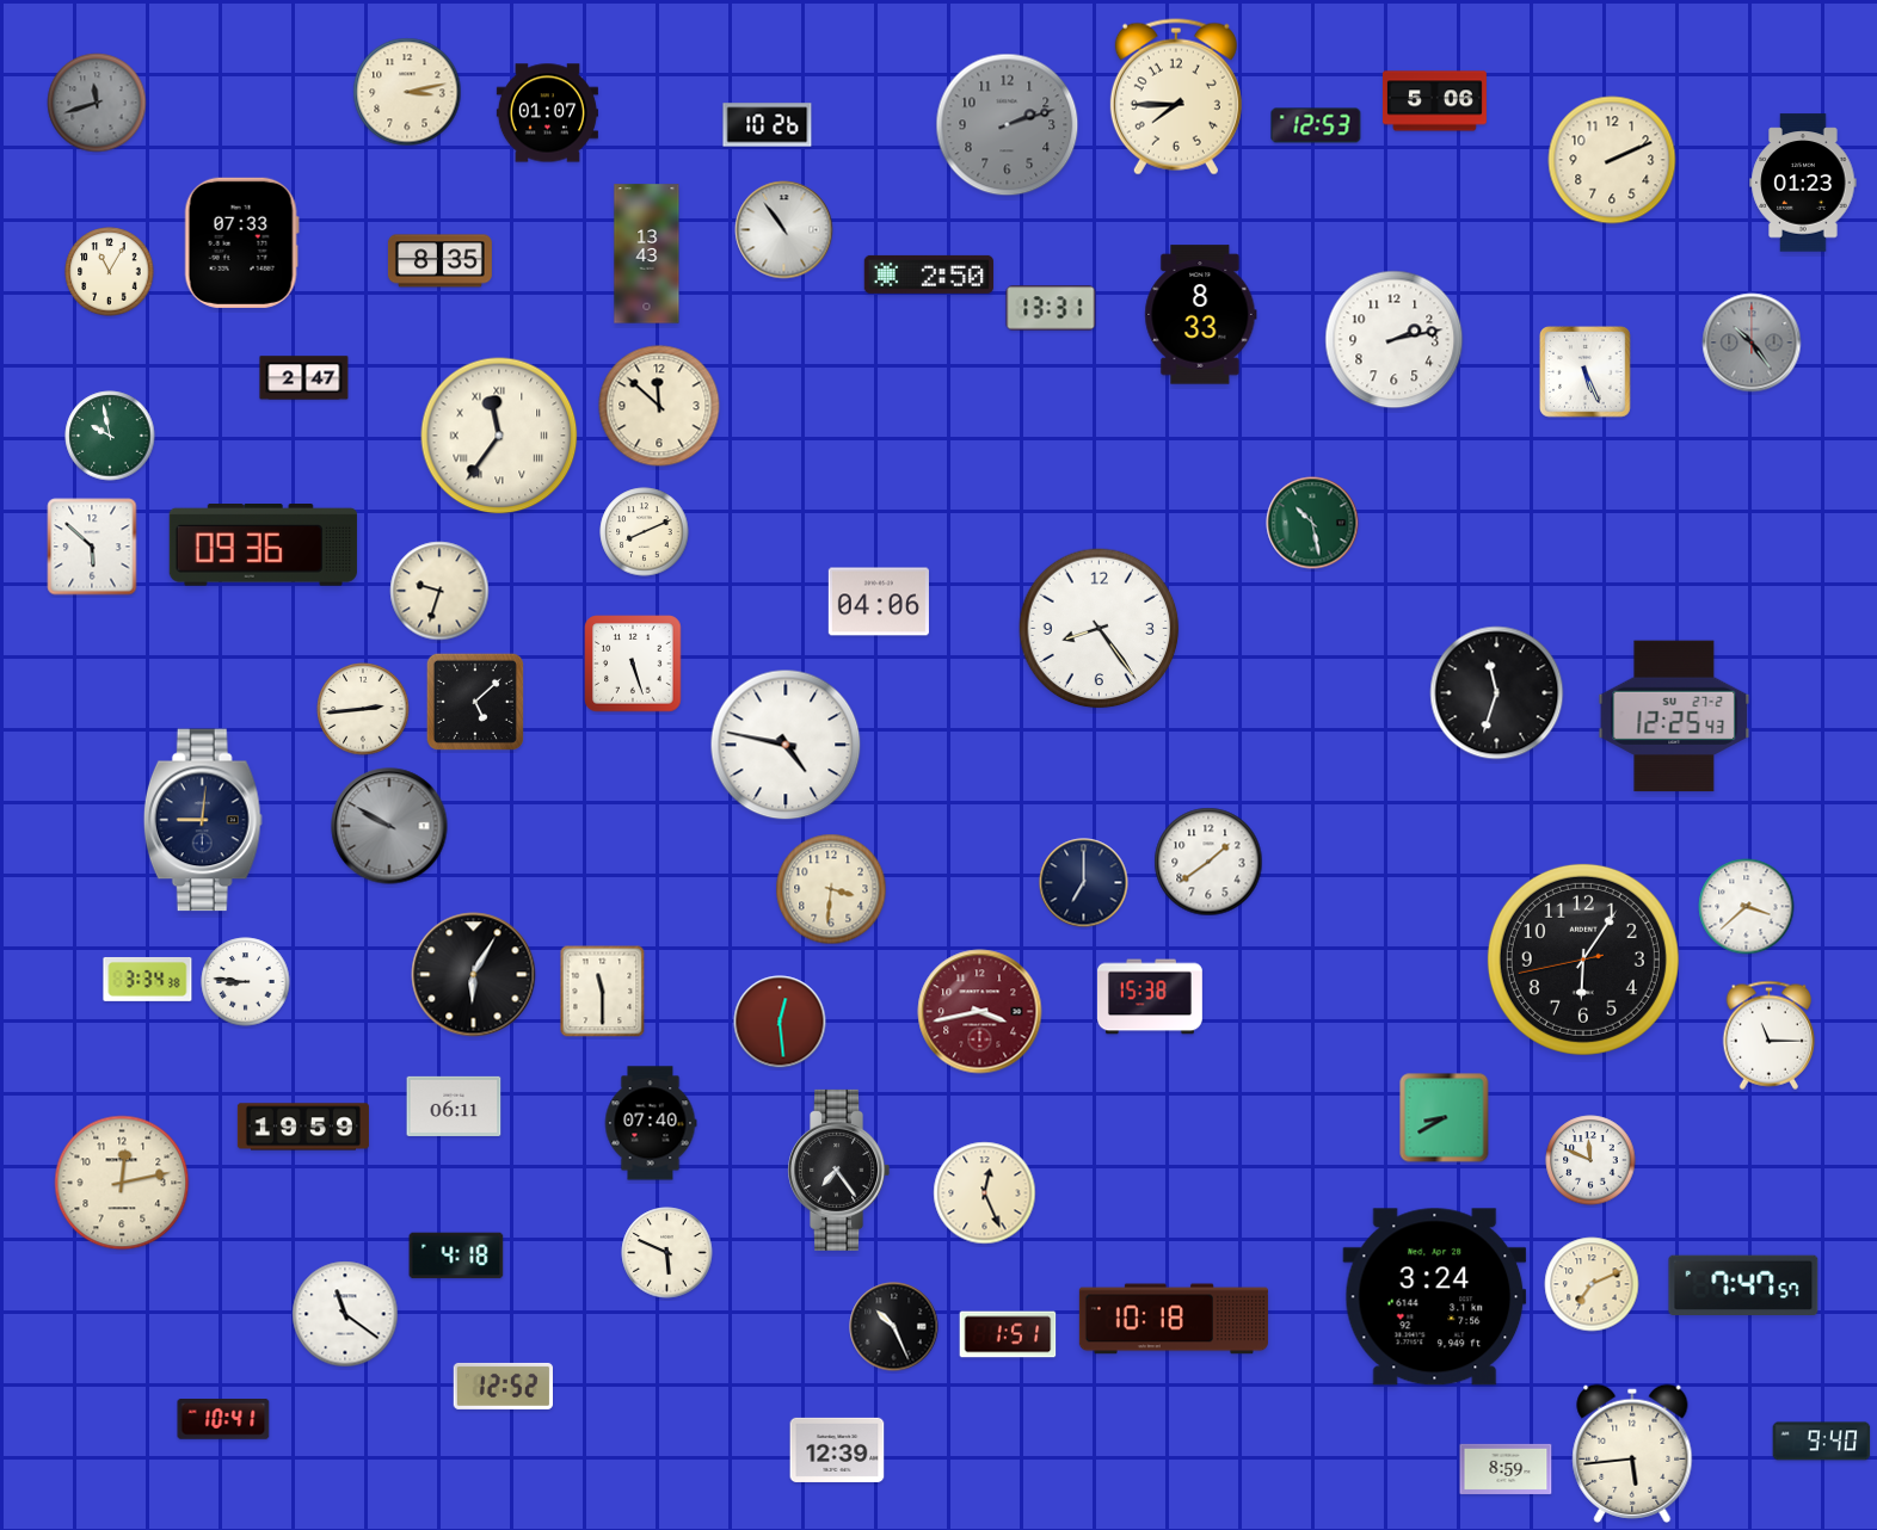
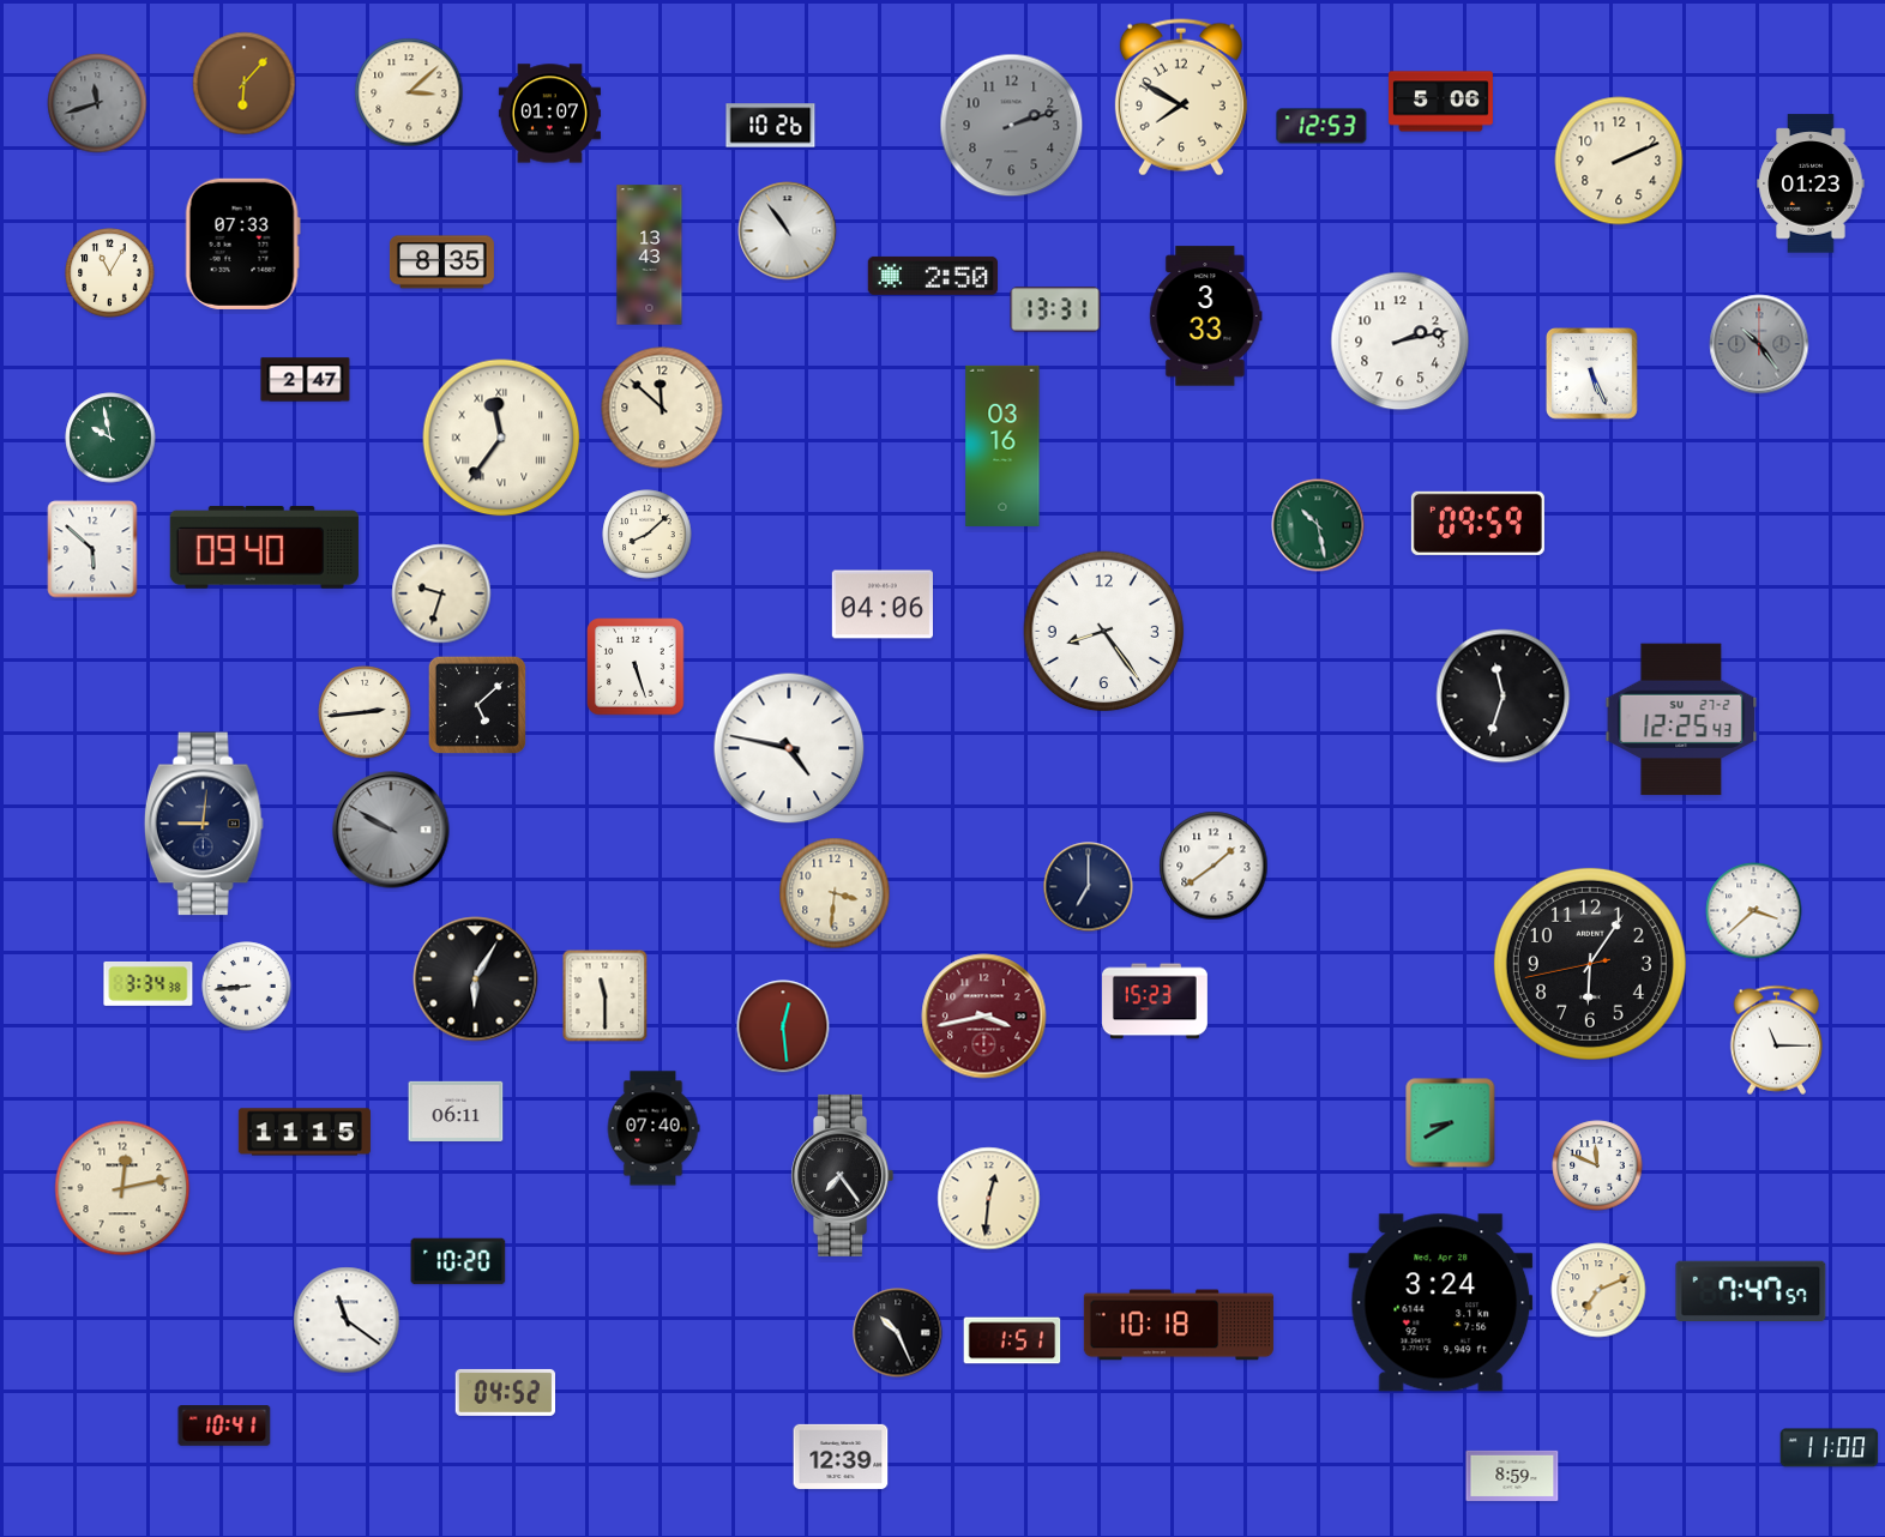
clock at (245, 84): none -> 6:07
clock at (407, 92): 3:13 -> 3:08
clock at (1176, 97): 7:45 -> 7:50
clock at (1201, 315): 8:33 -> 3:33
clock at (1002, 446): none -> 03:16
clock at (1477, 523): none -> 09:59
clock at (645, 532): 8:11 -> 8:08
clock at (263, 545): 09:36 -> 09:40
clock at (246, 982): 8:46 -> 8:44
clock at (1151, 997): 15:38 -> 15:23
clock at (303, 1127): 19:59 -> 11:15
clock at (985, 1193): 12:26 -> 12:31
clock at (667, 1253): 5:49 -> none
clock at (456, 1256): 4:18 -> 10:20
clock at (503, 1386): 12:52 -> 04:52
clock at (1822, 1442): 9:40 -> 11:00
clock at (1632, 1454): 5:44 -> none
